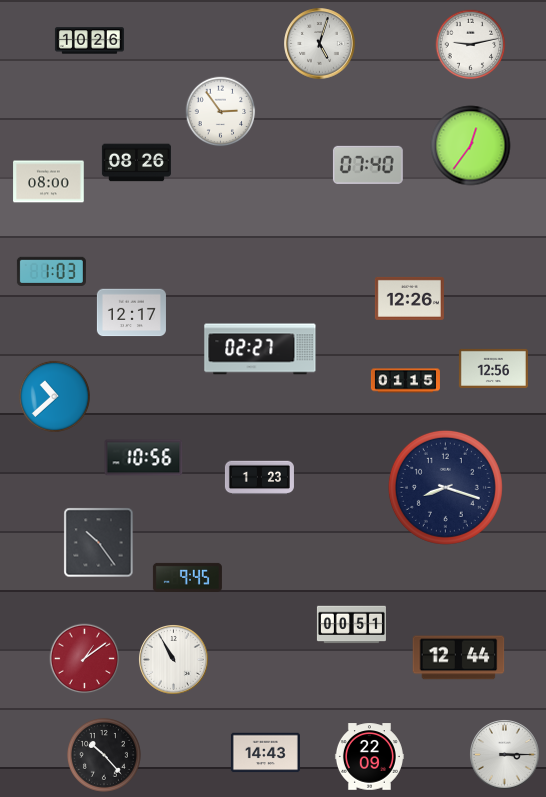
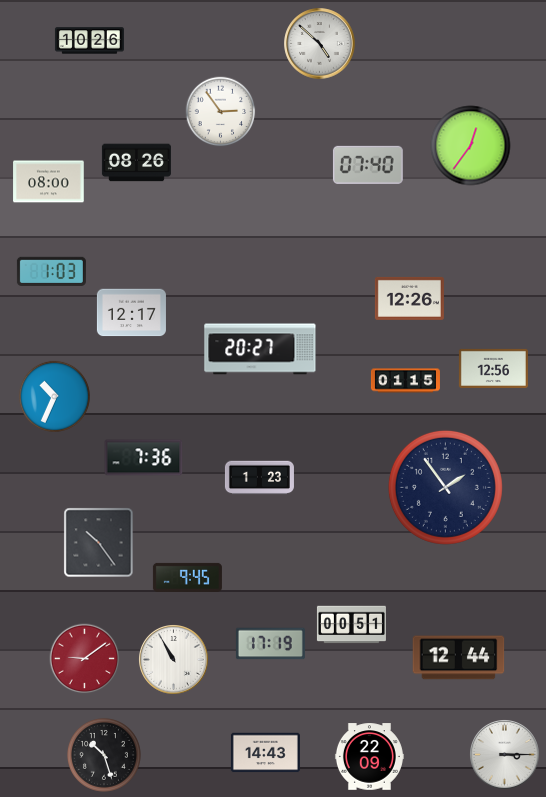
clock at (320, 44): 5:03 -> 4:52
clock at (471, 45): 9:13 -> none
clock at (260, 349): 02:27 -> 20:27
clock at (54, 396): 10:38 -> 10:34
clock at (144, 458): 10:56 -> 7:36
clock at (445, 487): 8:18 -> 1:54
clock at (270, 644): none -> 17:19
clock at (85, 659): 1:09 -> 9:09
clock at (104, 755): 10:23 -> 10:27
